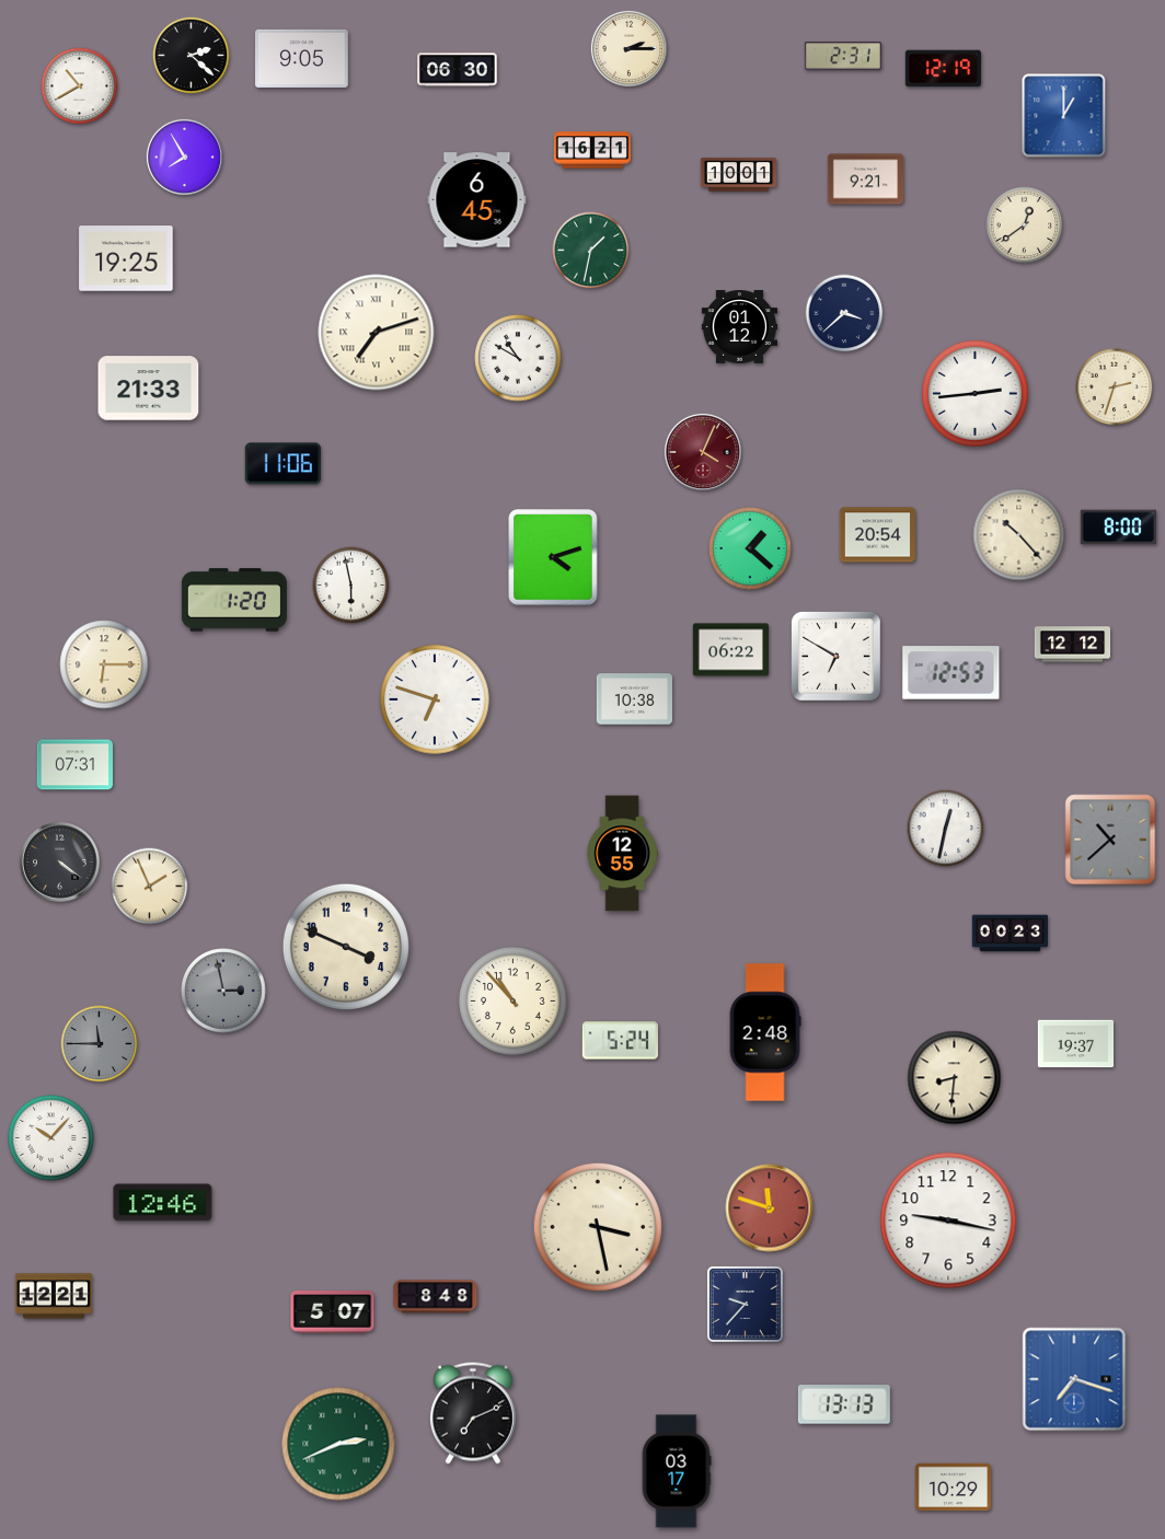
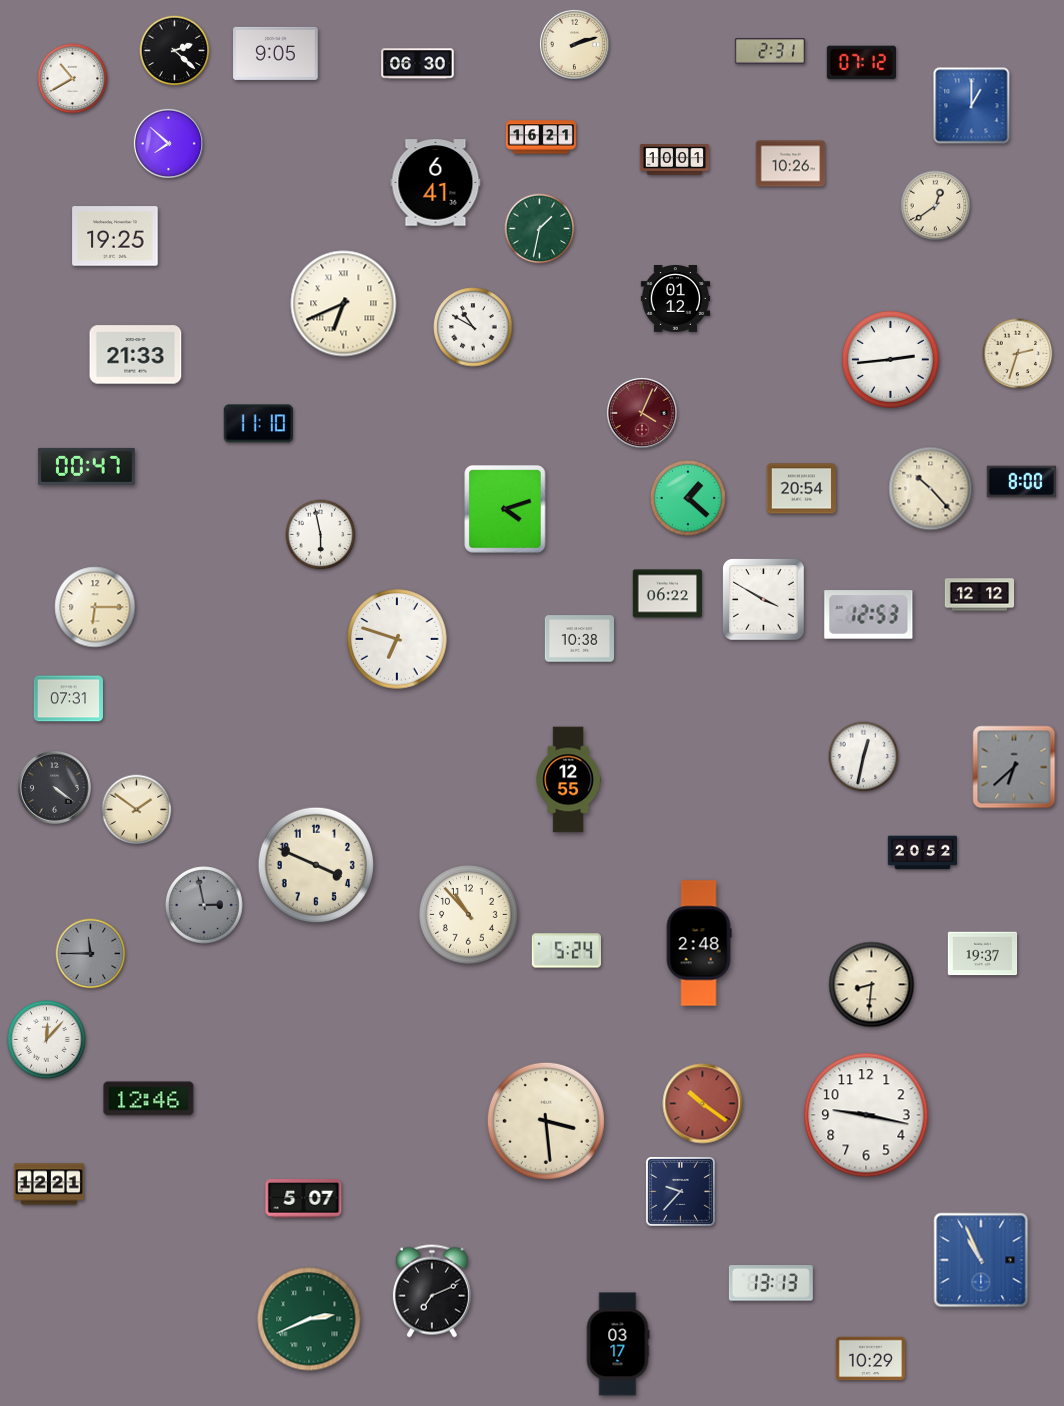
clock at (628, 48): 2:15 -> 2:12
clock at (943, 69): 12:19 -> 07:12
clock at (184, 157): 7:55 -> 7:52
clock at (866, 180): 9:21 -> 10:26
clock at (477, 200): 6:45 -> 6:41
clock at (844, 313): 3:38 -> none
clock at (377, 333): 7:12 -> 6:41
clock at (282, 464): 11:06 -> 11:10
clock at (86, 466): none -> 00:47
clock at (750, 548) position: (750, 548) -> (688, 498)
clock at (234, 600): 1:20 -> none
clock at (1073, 645) position: (1073, 645) -> (980, 595)
clock at (837, 657): 6:50 -> 3:50
clock at (1110, 840): 10:38 -> 6:38
clock at (150, 887): 1:56 -> 1:51
clock at (1010, 934): 00:23 -> 20:52
clock at (51, 1138): 10:07 -> 12:07
clock at (770, 1208): 11:48 -> 10:21
clock at (598, 1227): 3:28 -> 3:29
clock at (436, 1297): 8:48 -> none
clock at (1074, 1379): 7:18 -> 10:56
